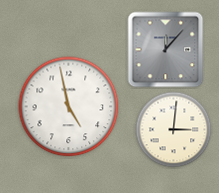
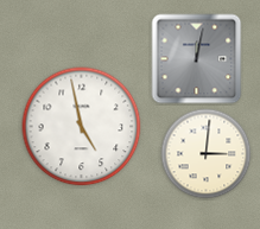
clock at (166, 50): 12:07 -> 12:02
